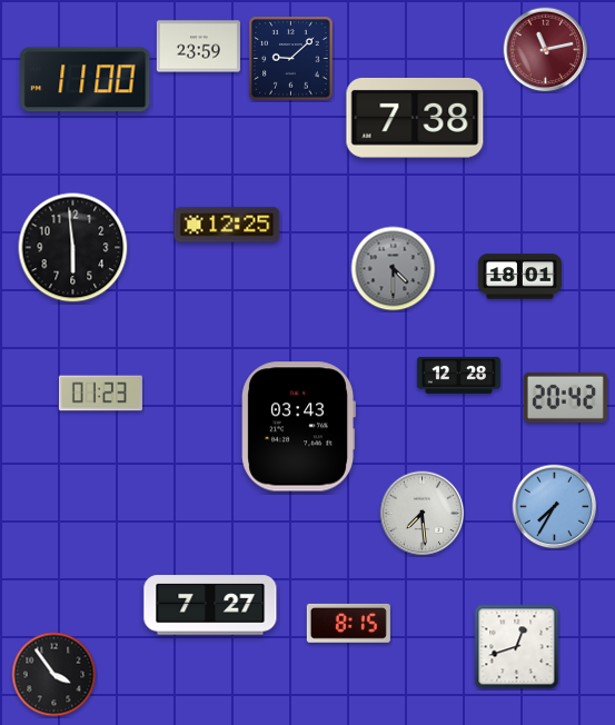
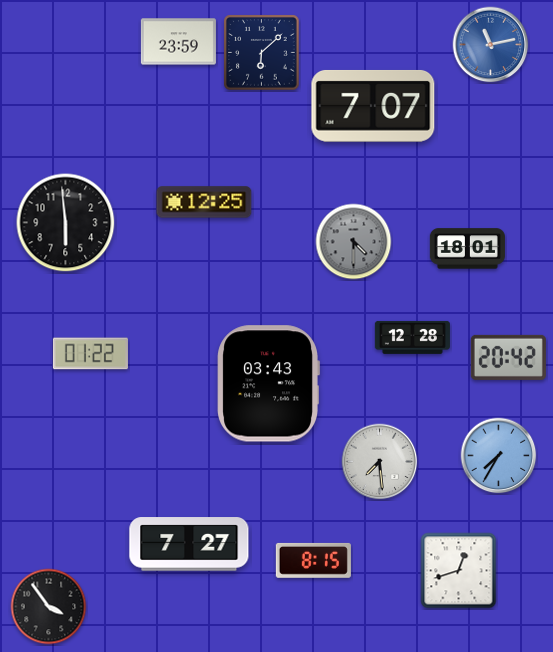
clock at (546, 50) dial: burgundy -> blue
clock at (291, 59): 9:08 -> 6:08
clock at (86, 80): 11:00 -> none
clock at (415, 118): 7:38 -> 7:07
clock at (100, 394): 01:23 -> 01:22
clock at (517, 647) position: (517, 647) -> (459, 571)
